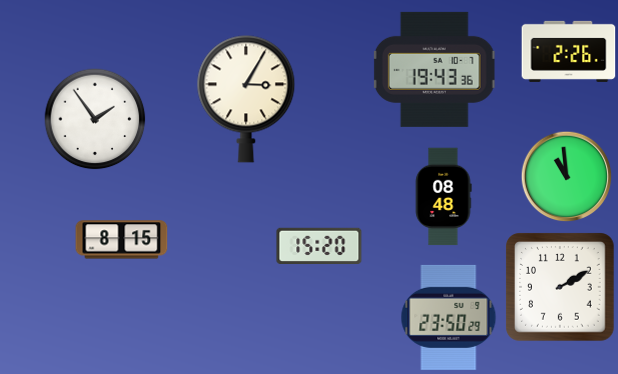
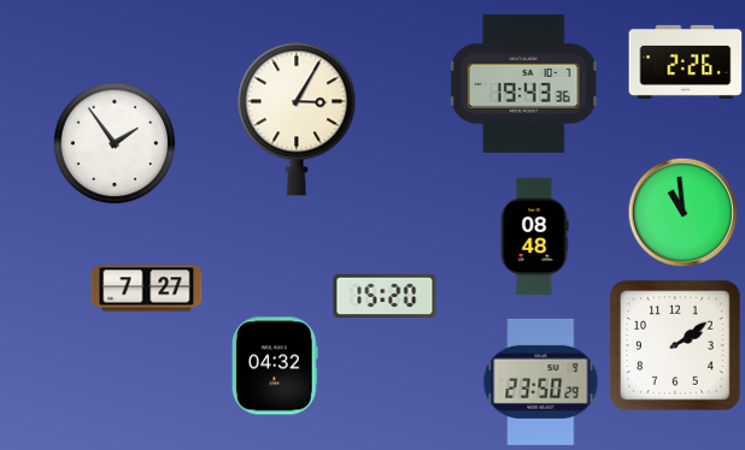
clock at (122, 240): 8:15 -> 7:27
clock at (560, 287): 2:10 -> 2:09
clock at (275, 366): none -> 04:32
